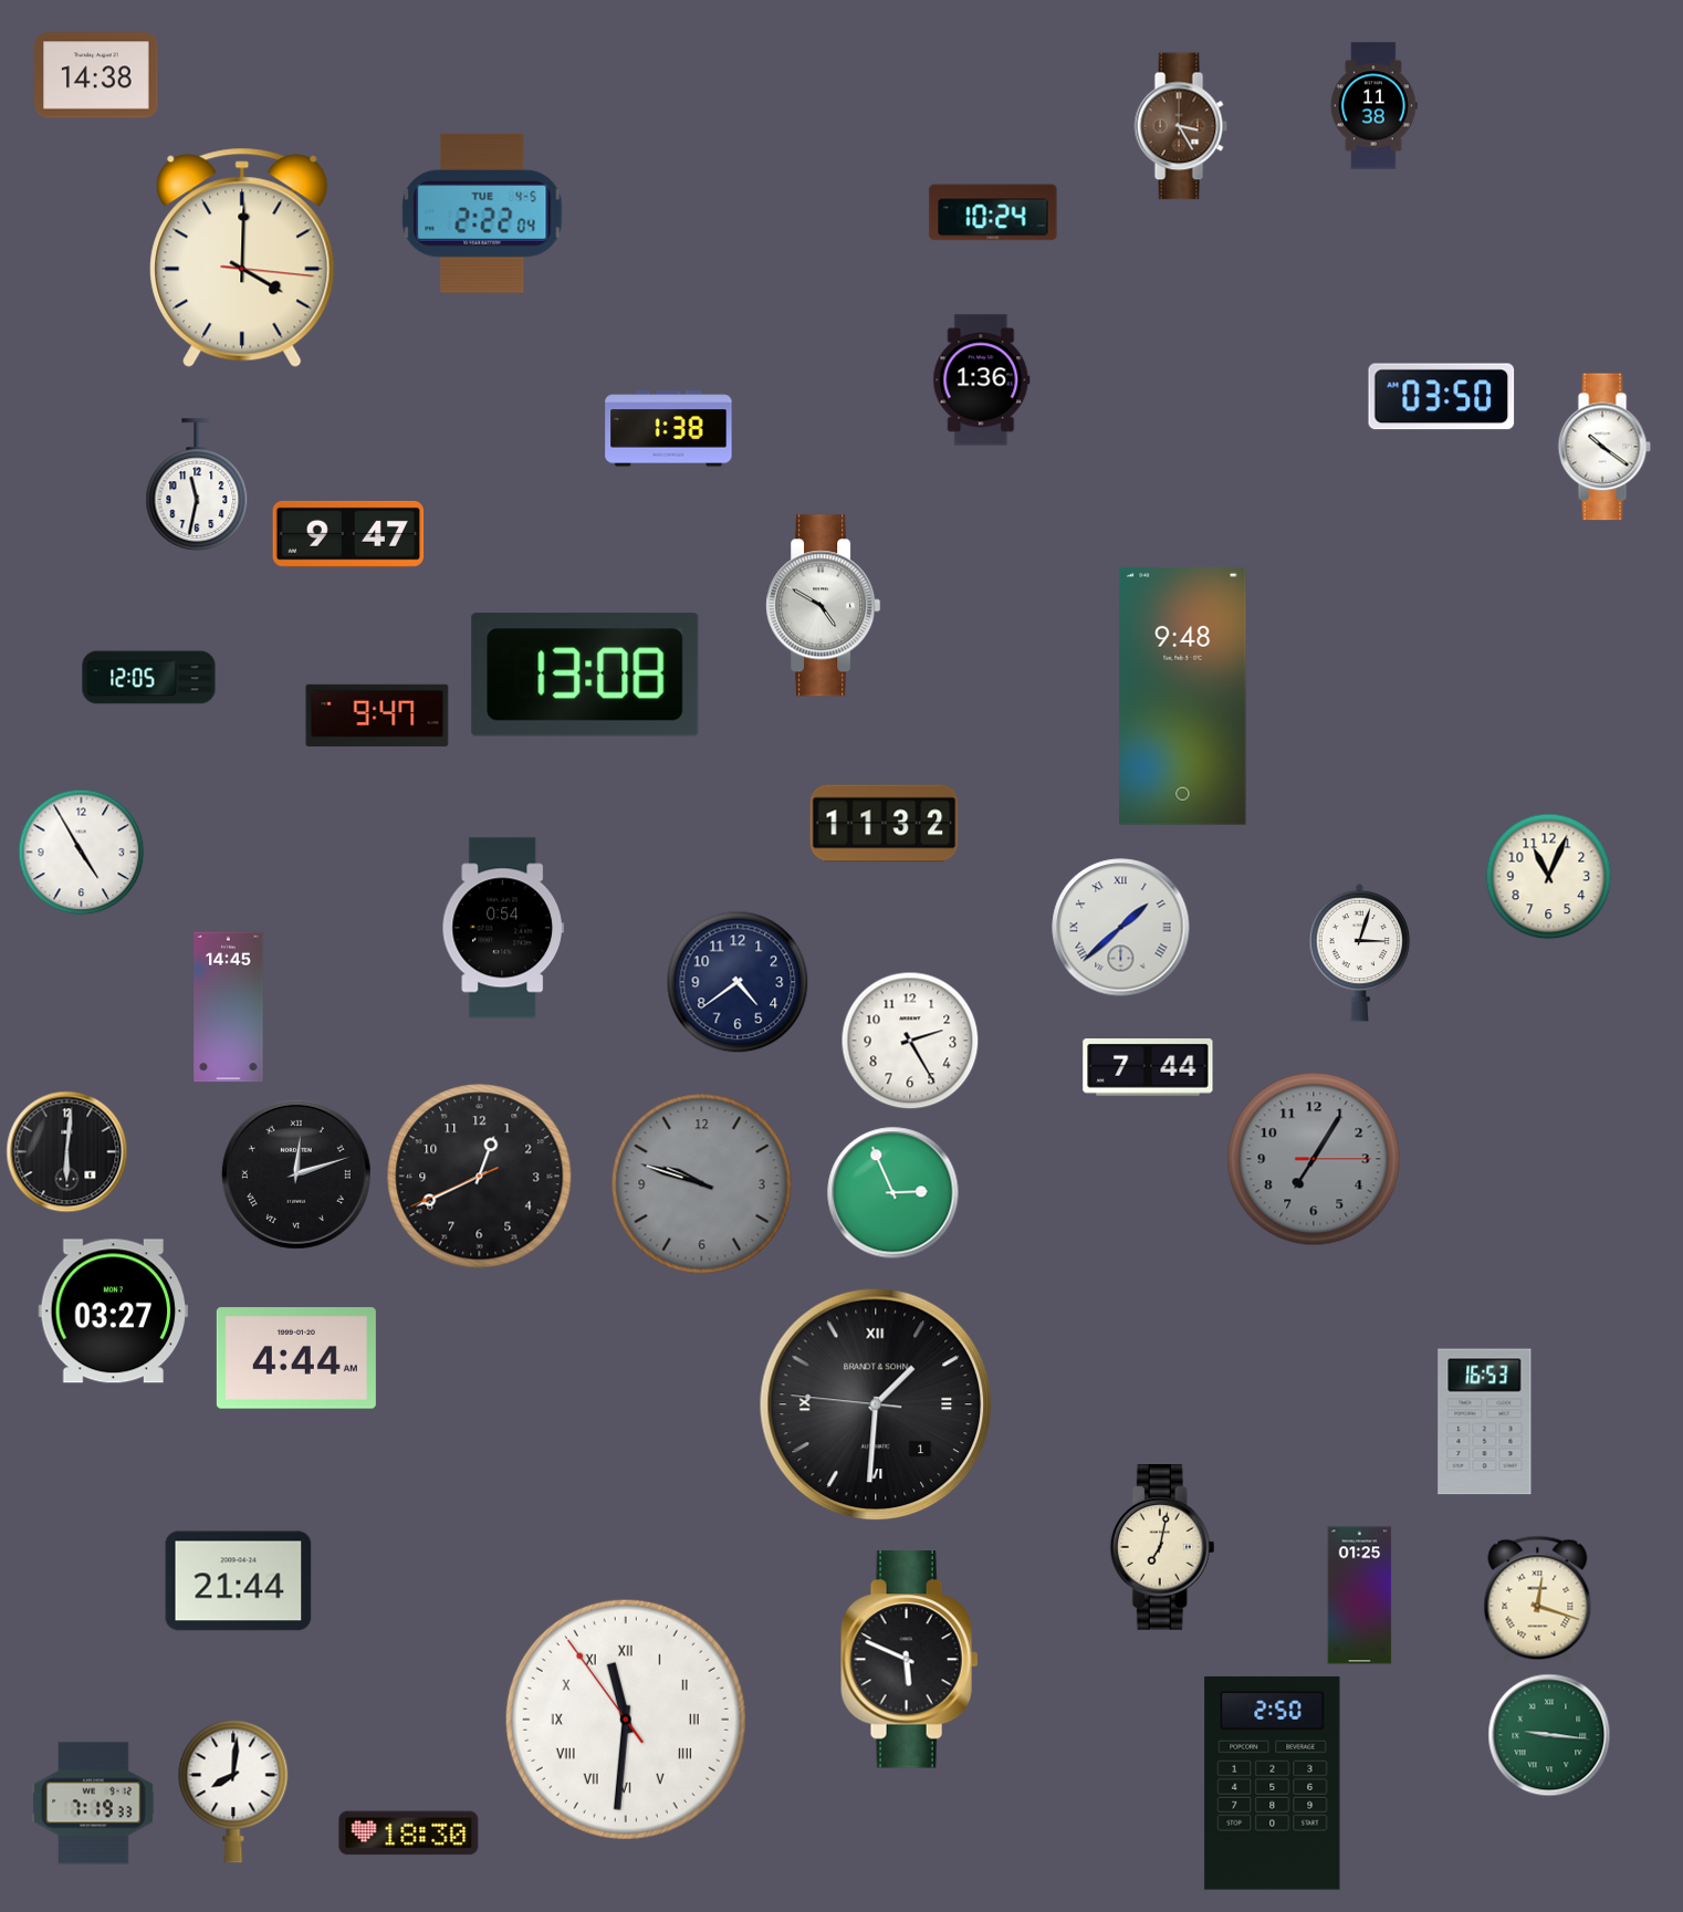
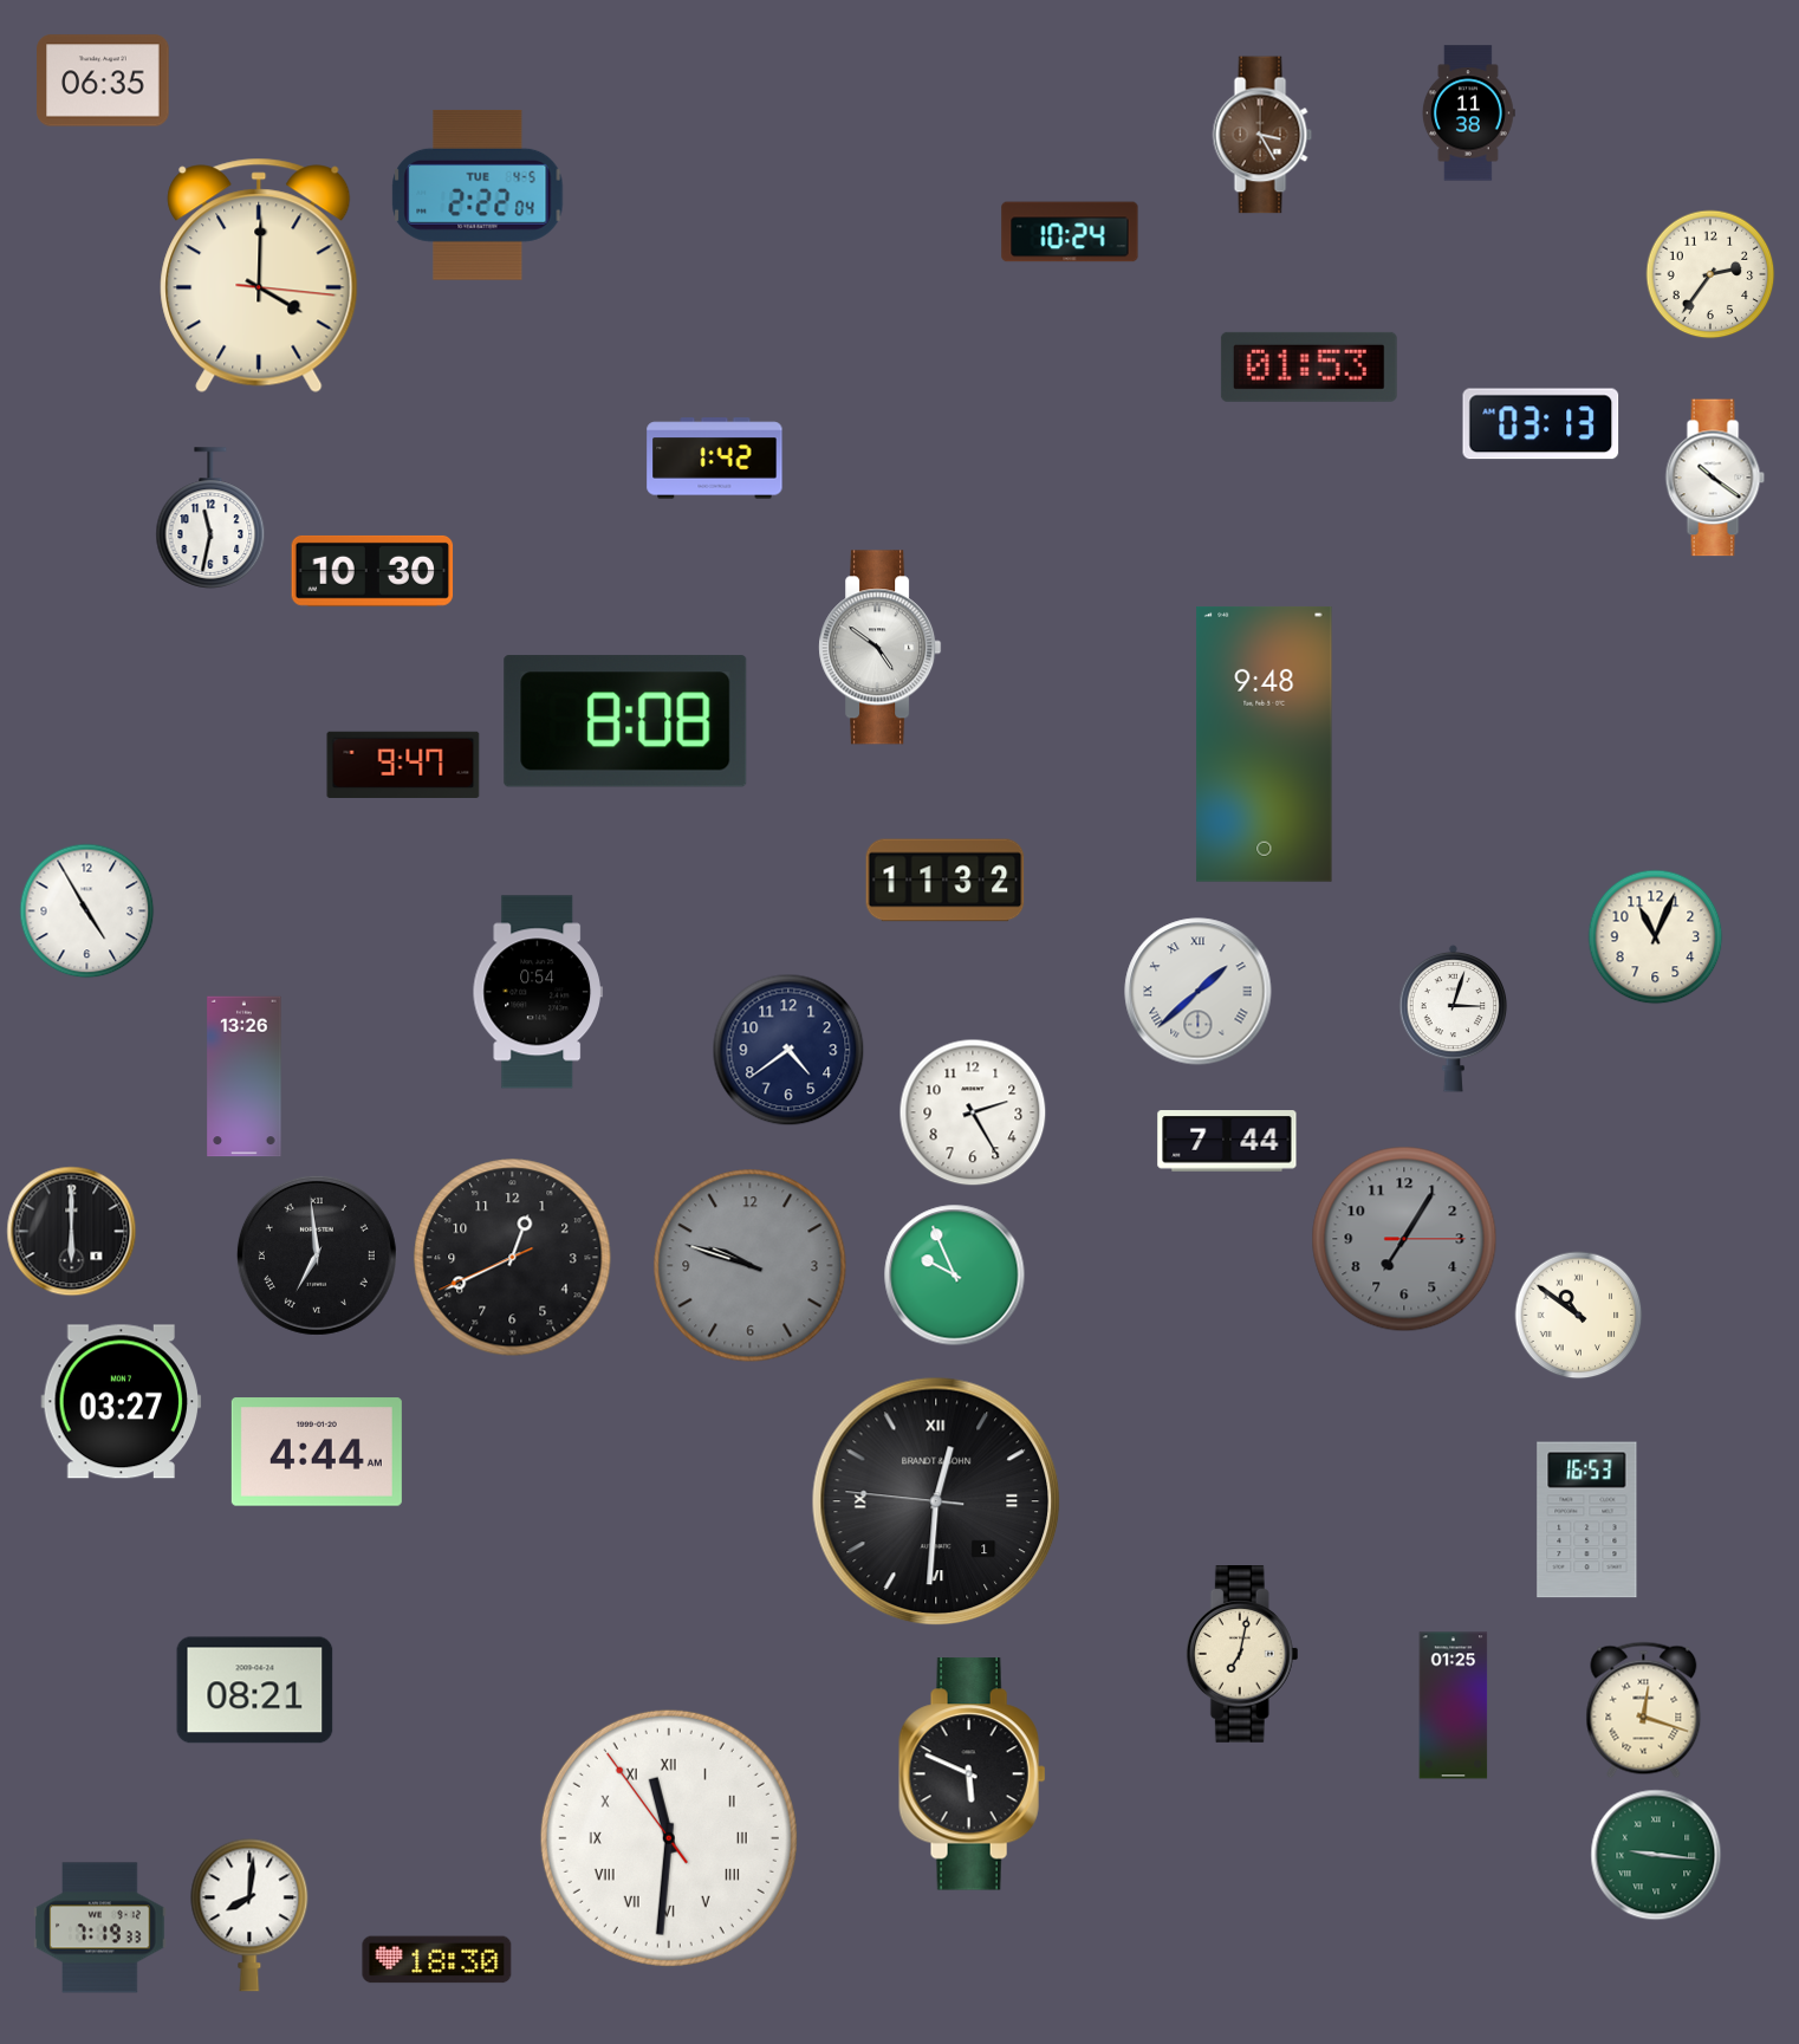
clock at (96, 75): 14:38 -> 06:35
clock at (993, 212) position: (993, 212) -> (1070, 232)
clock at (482, 213) position: (482, 213) -> (478, 195)
clock at (1710, 274): none -> 2:36
clock at (1308, 366): none -> 01:53
clock at (982, 380): 1:36 -> none
clock at (1442, 397): 03:50 -> 03:13
clock at (669, 429): 1:38 -> 1:42
clock at (348, 534): 9:47 -> 10:30
clock at (824, 606): 4:50 -> 4:51
clock at (585, 675): 13:08 -> 8:08
clock at (149, 678): 12:05 -> none
clock at (229, 1007): 14:45 -> 13:26
clock at (67, 1152): 6:01 -> 6:00
clock at (296, 1174): 12:12 -> 6:59
clock at (893, 1193): 2:56 -> 9:56
clock at (1579, 1316): none -> 10:51
clock at (876, 1404): 1:30 -> 12:30
clock at (239, 1581): 21:44 -> 08:21
clock at (1273, 1783): 2:50 -> none
